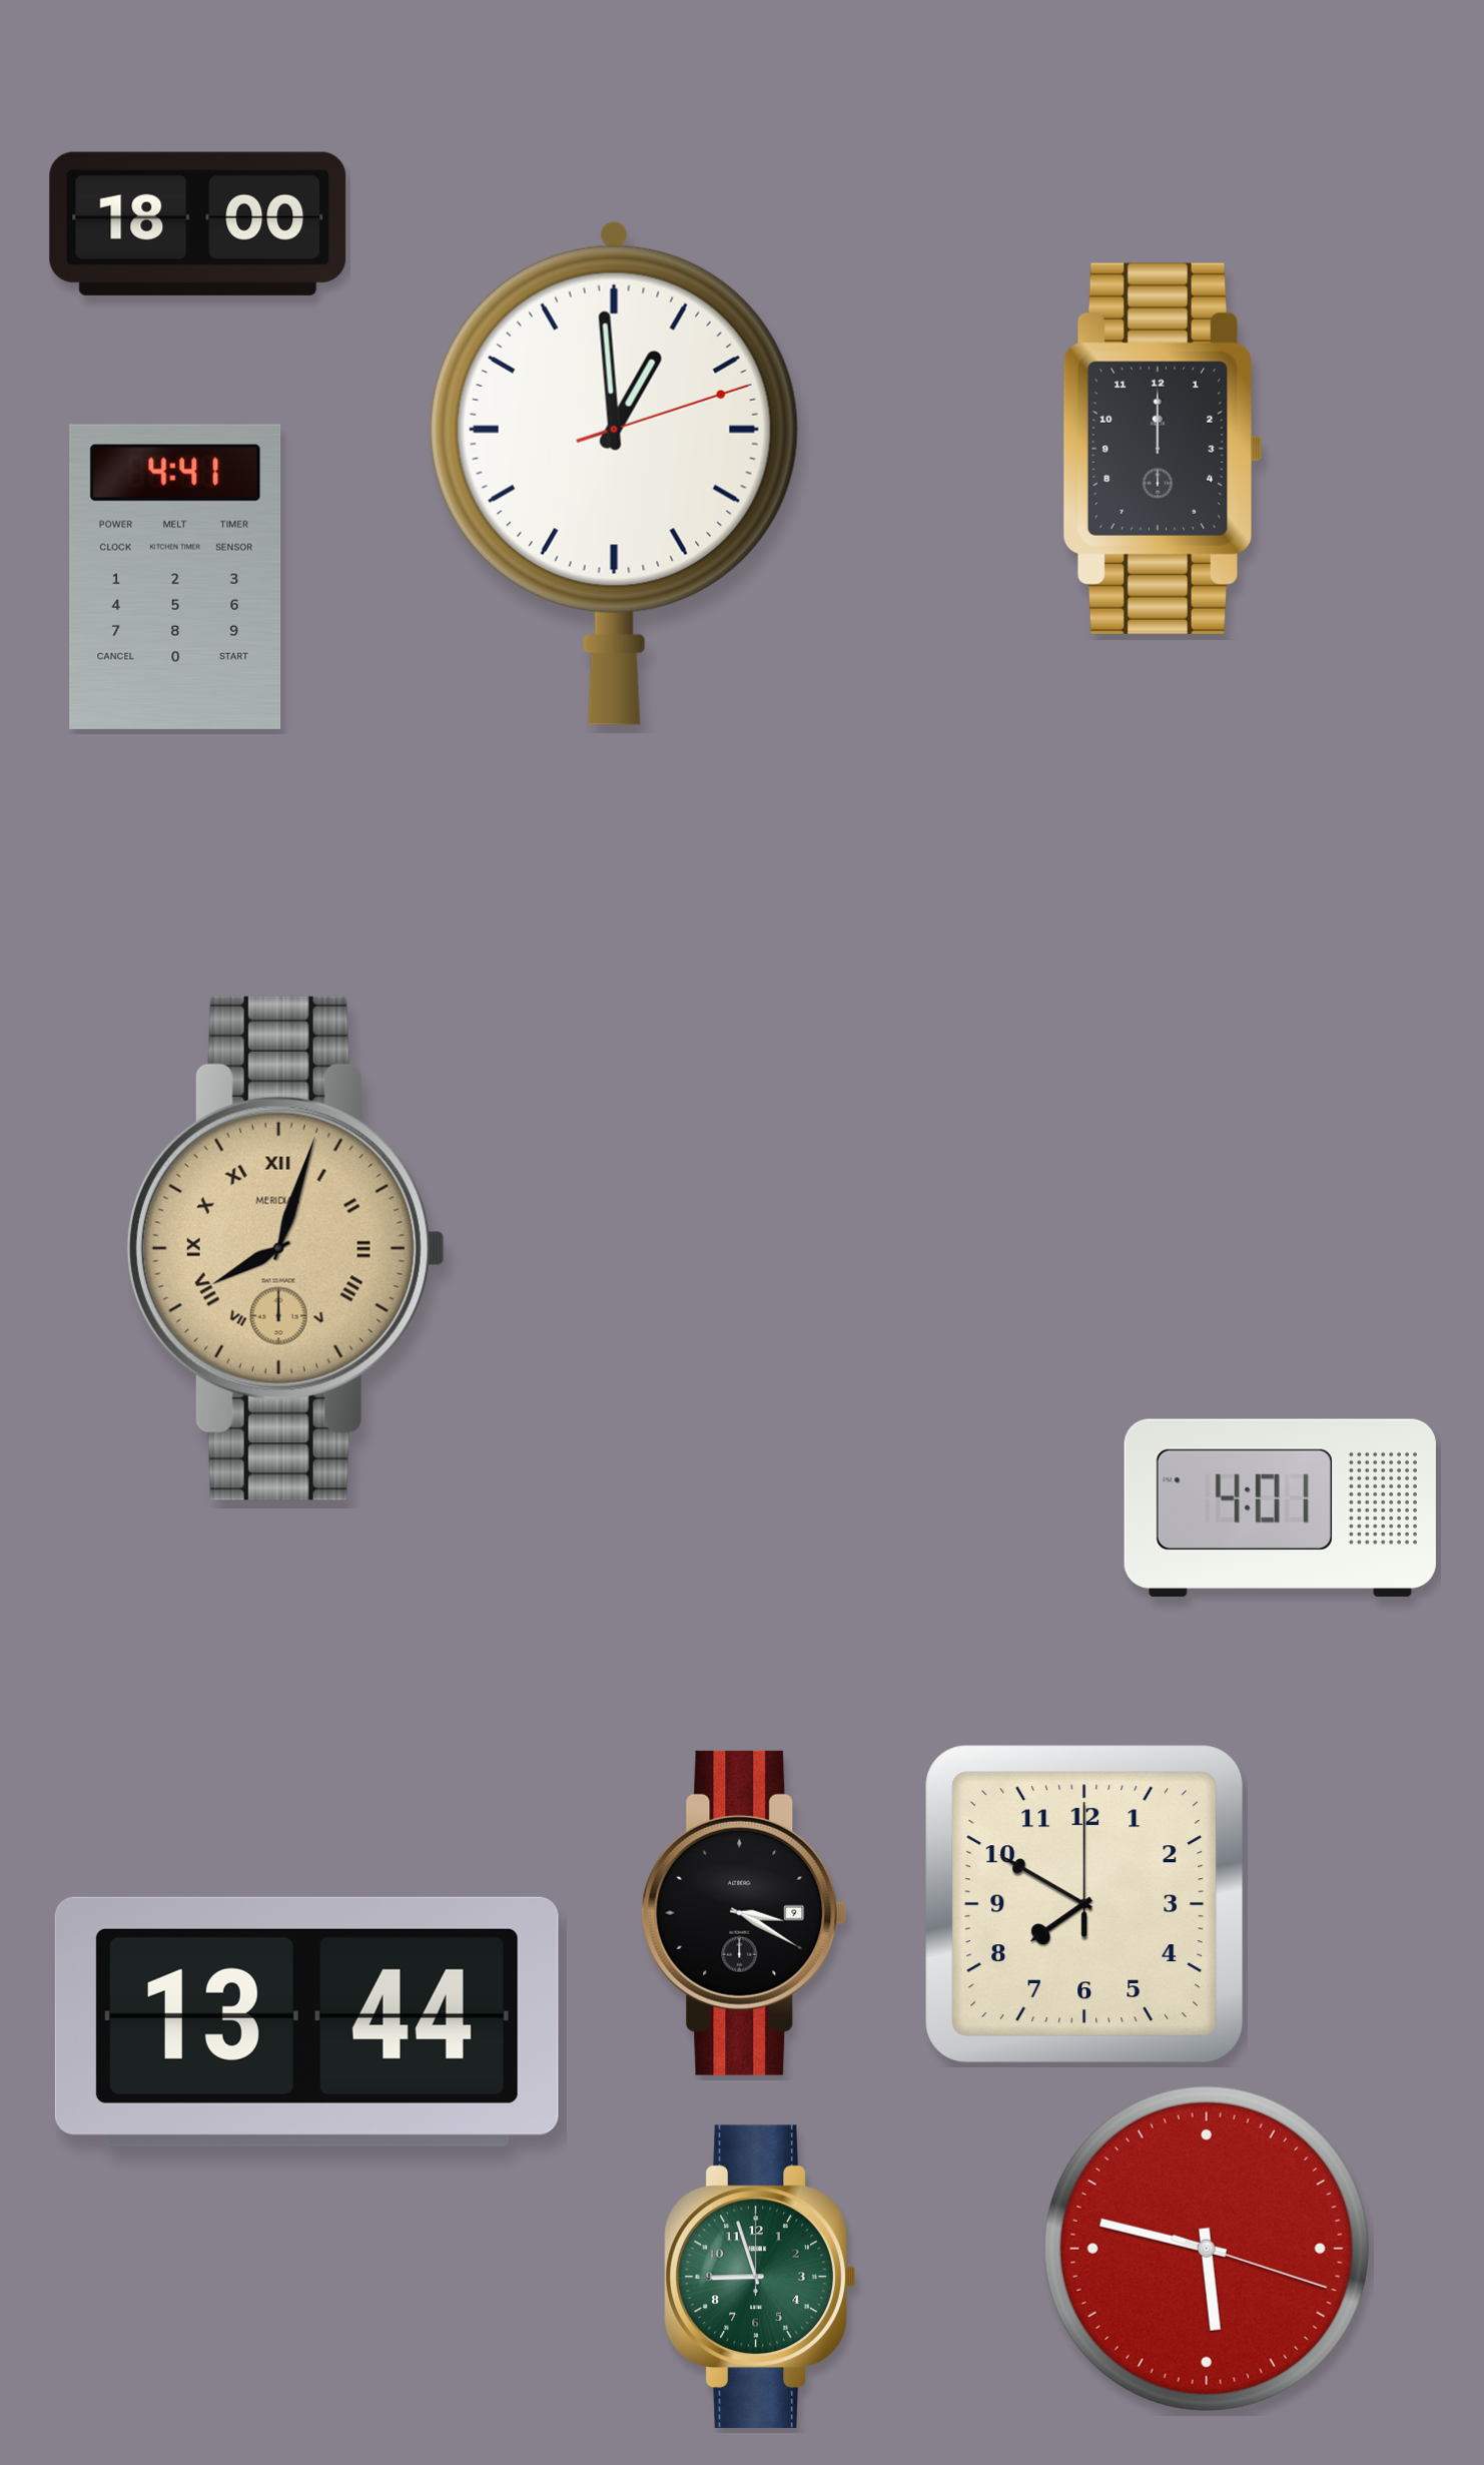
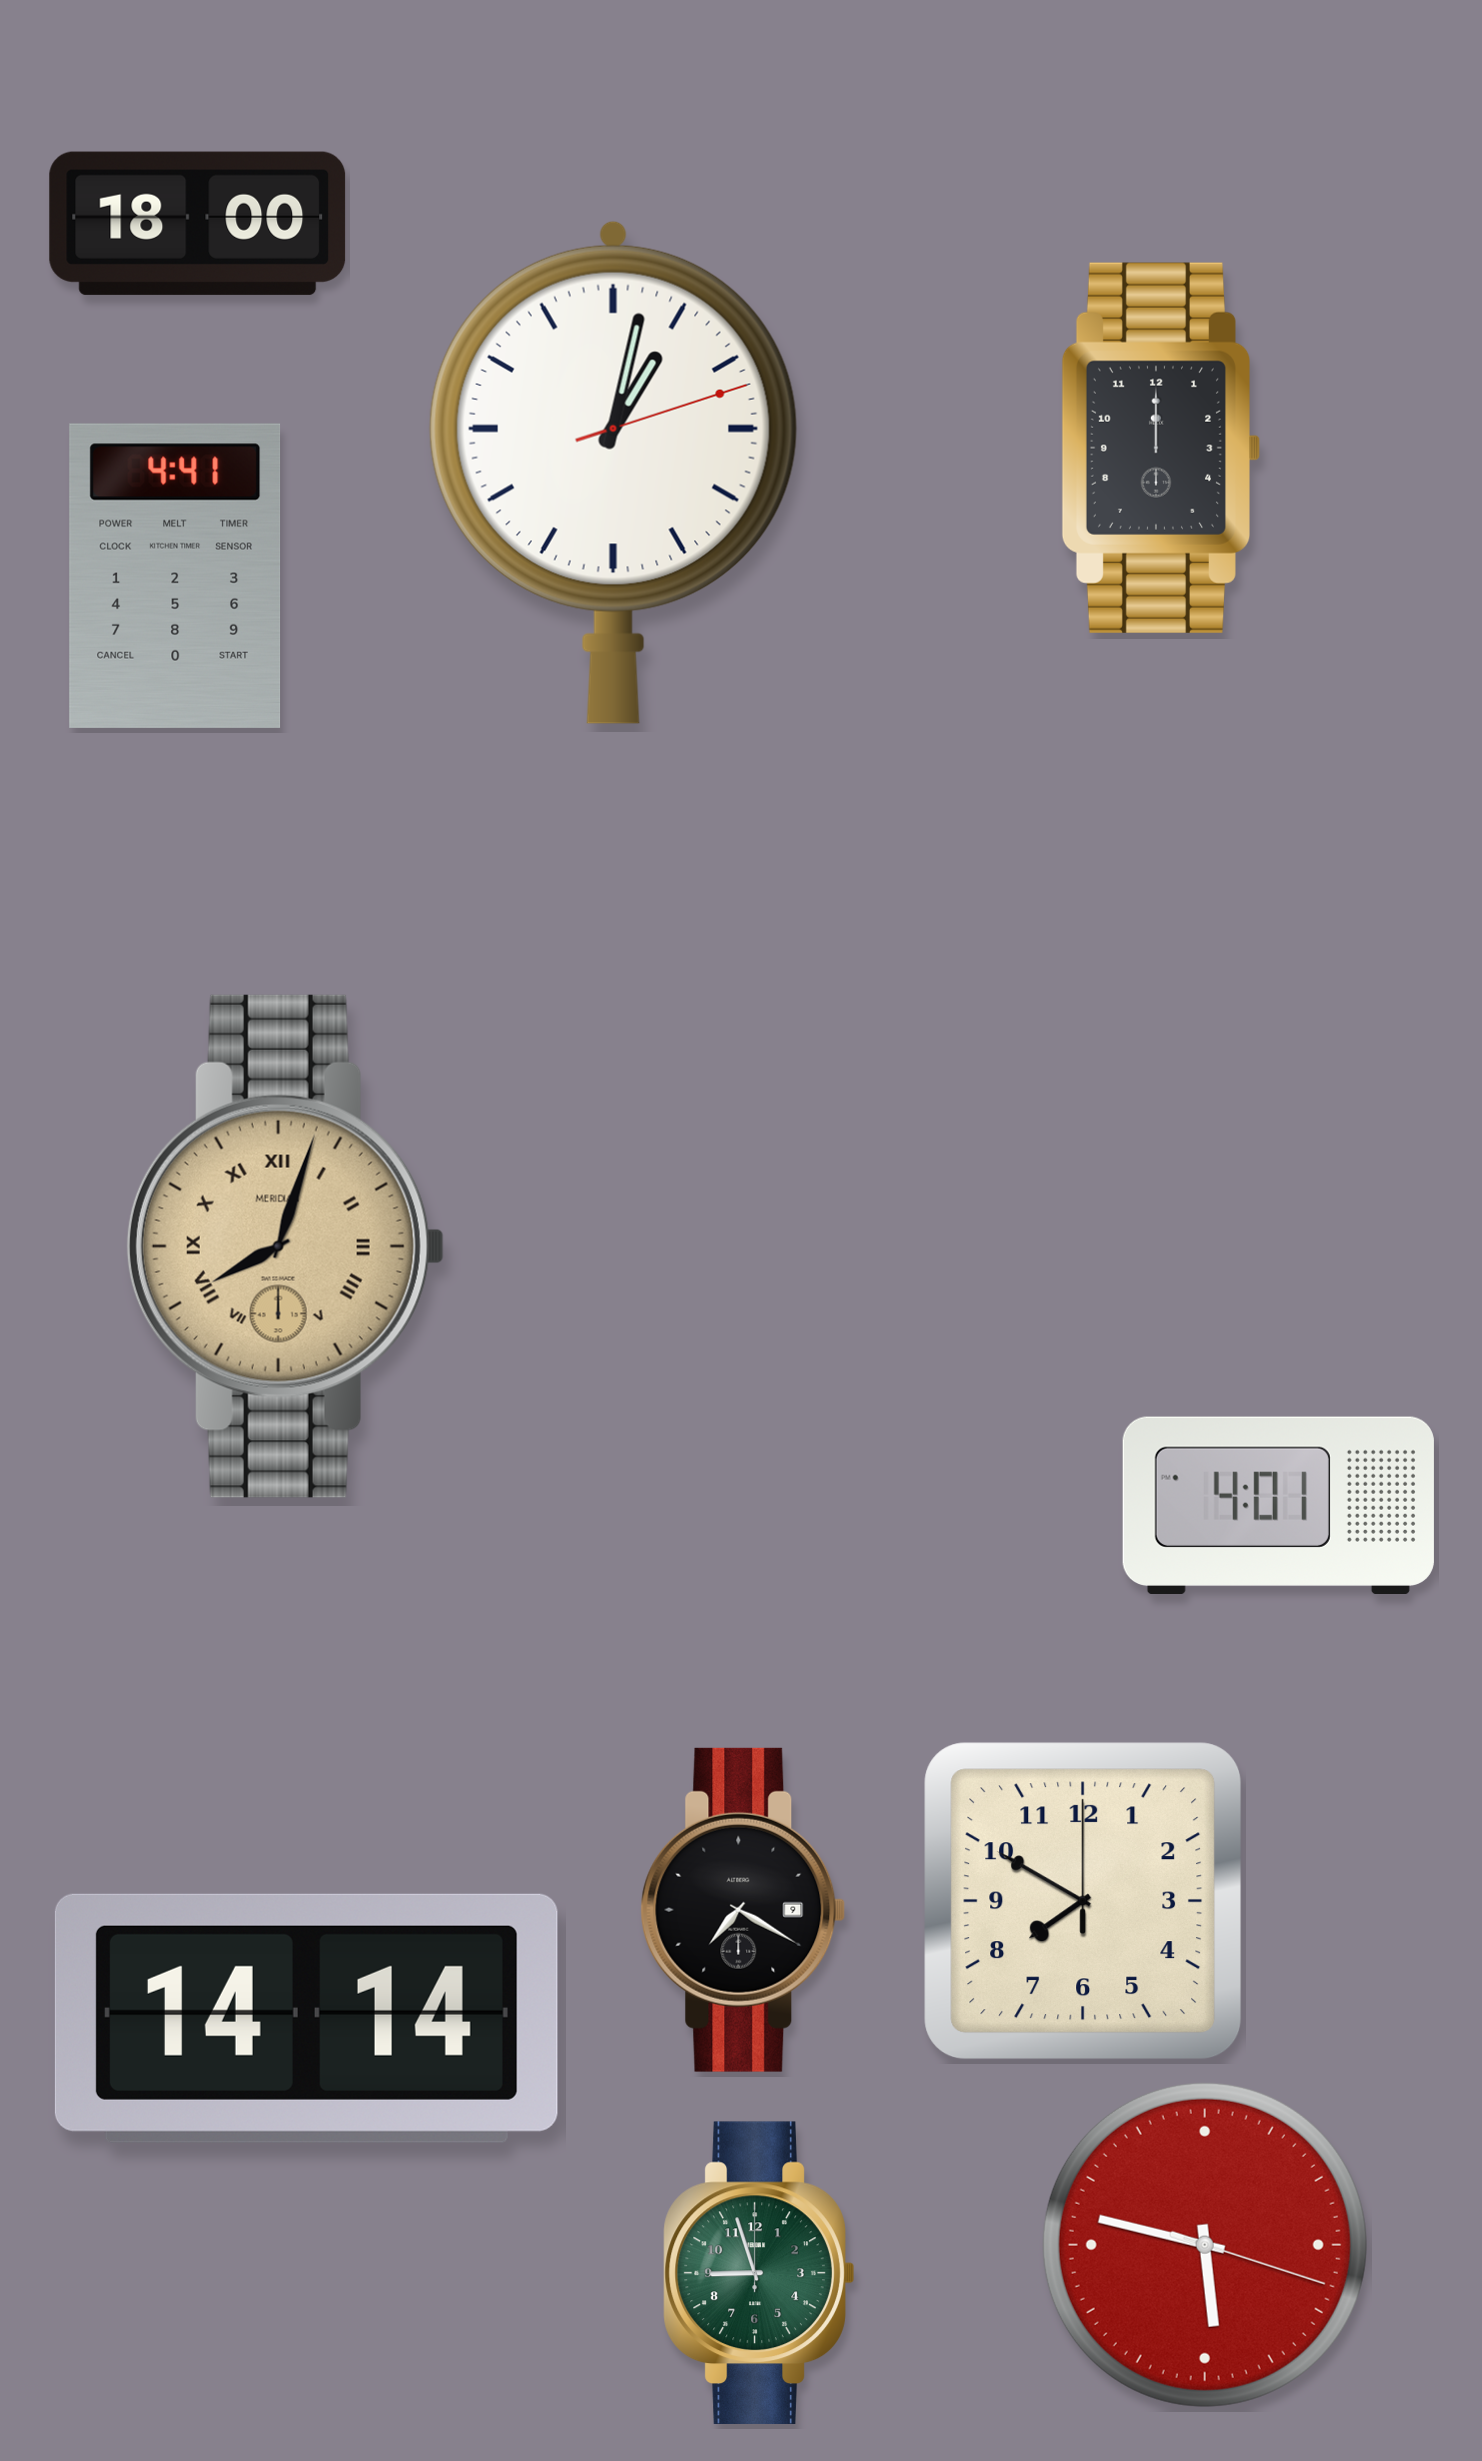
clock at (614, 473): 12:59 -> 1:02
clock at (744, 1913): 3:20 -> 7:20
clock at (306, 2021): 13:44 -> 14:14
